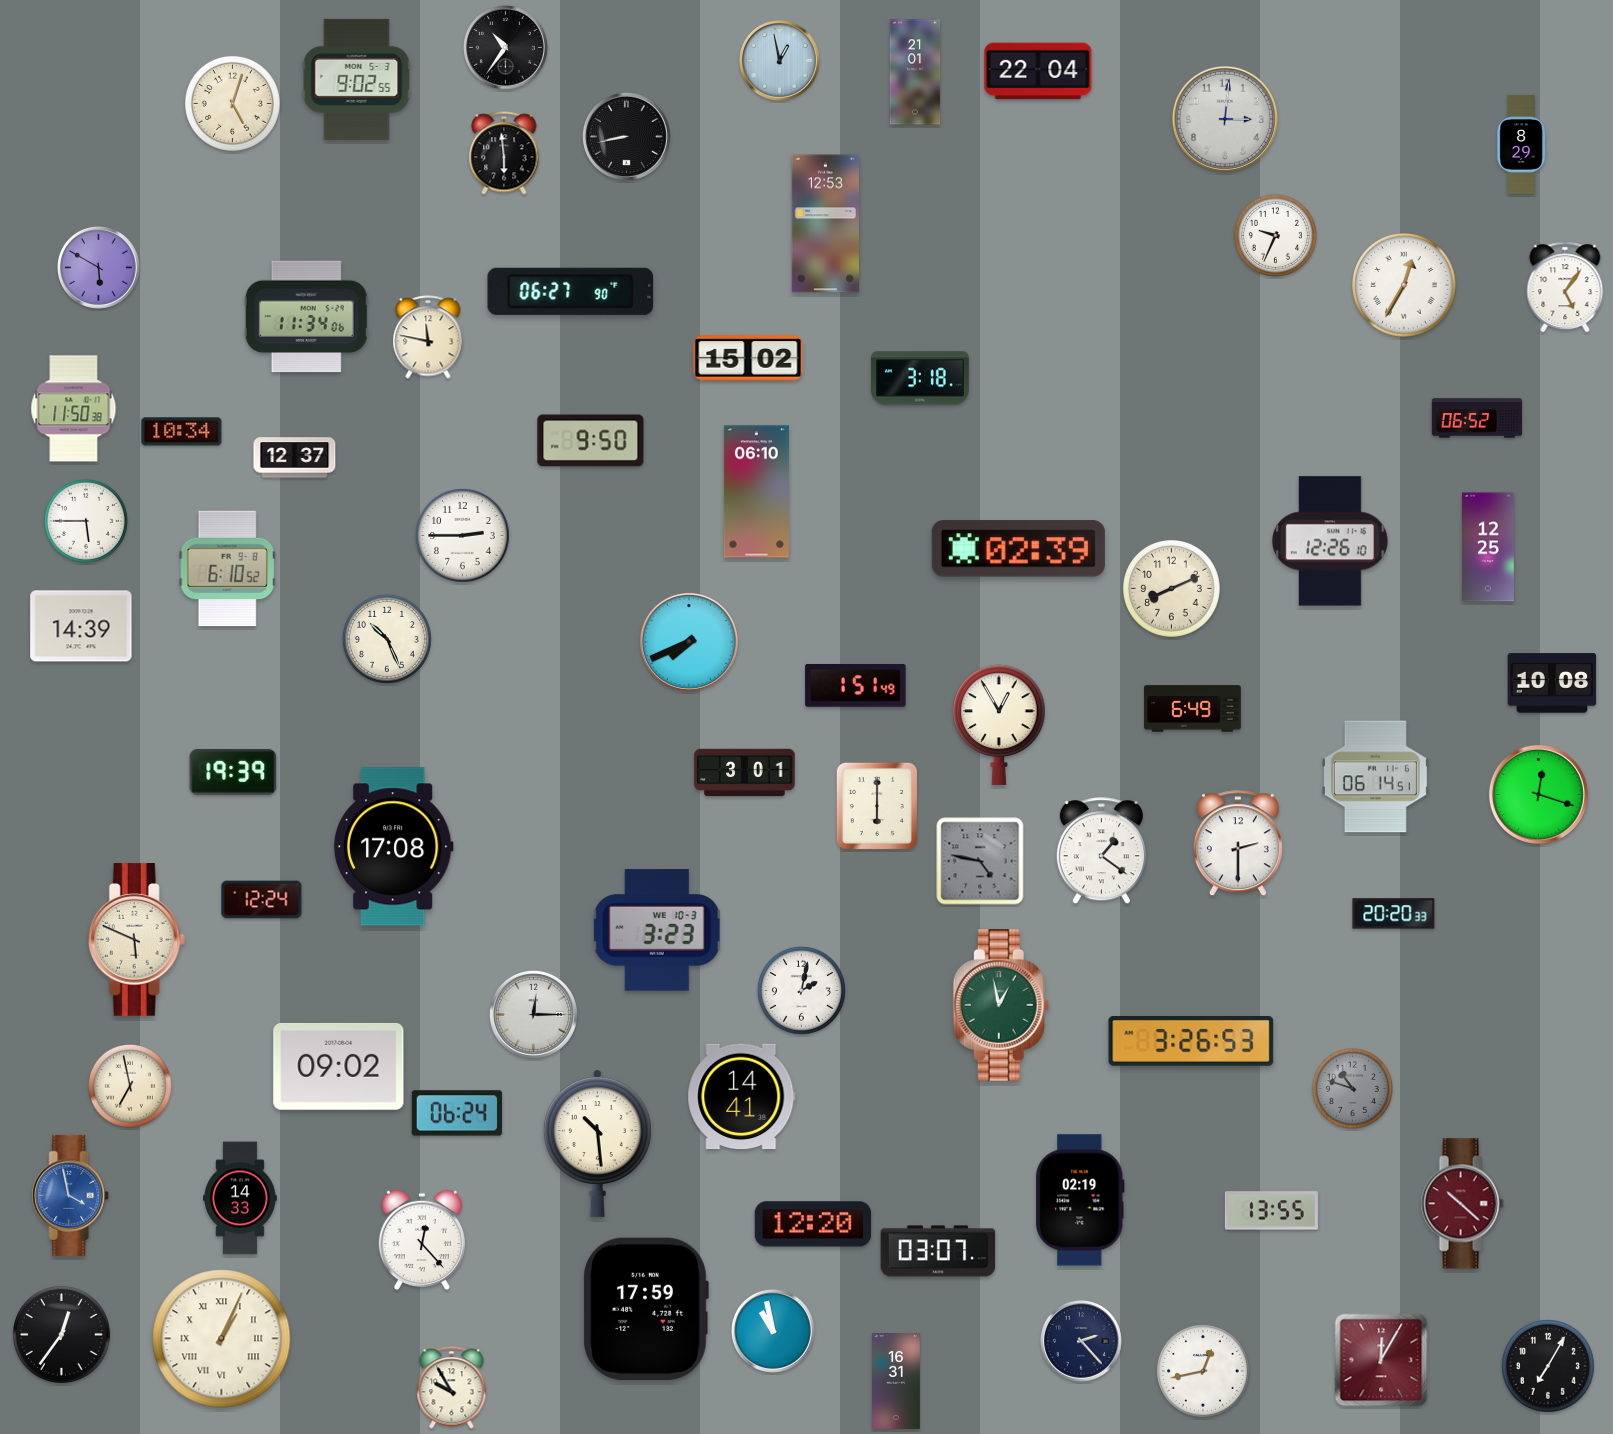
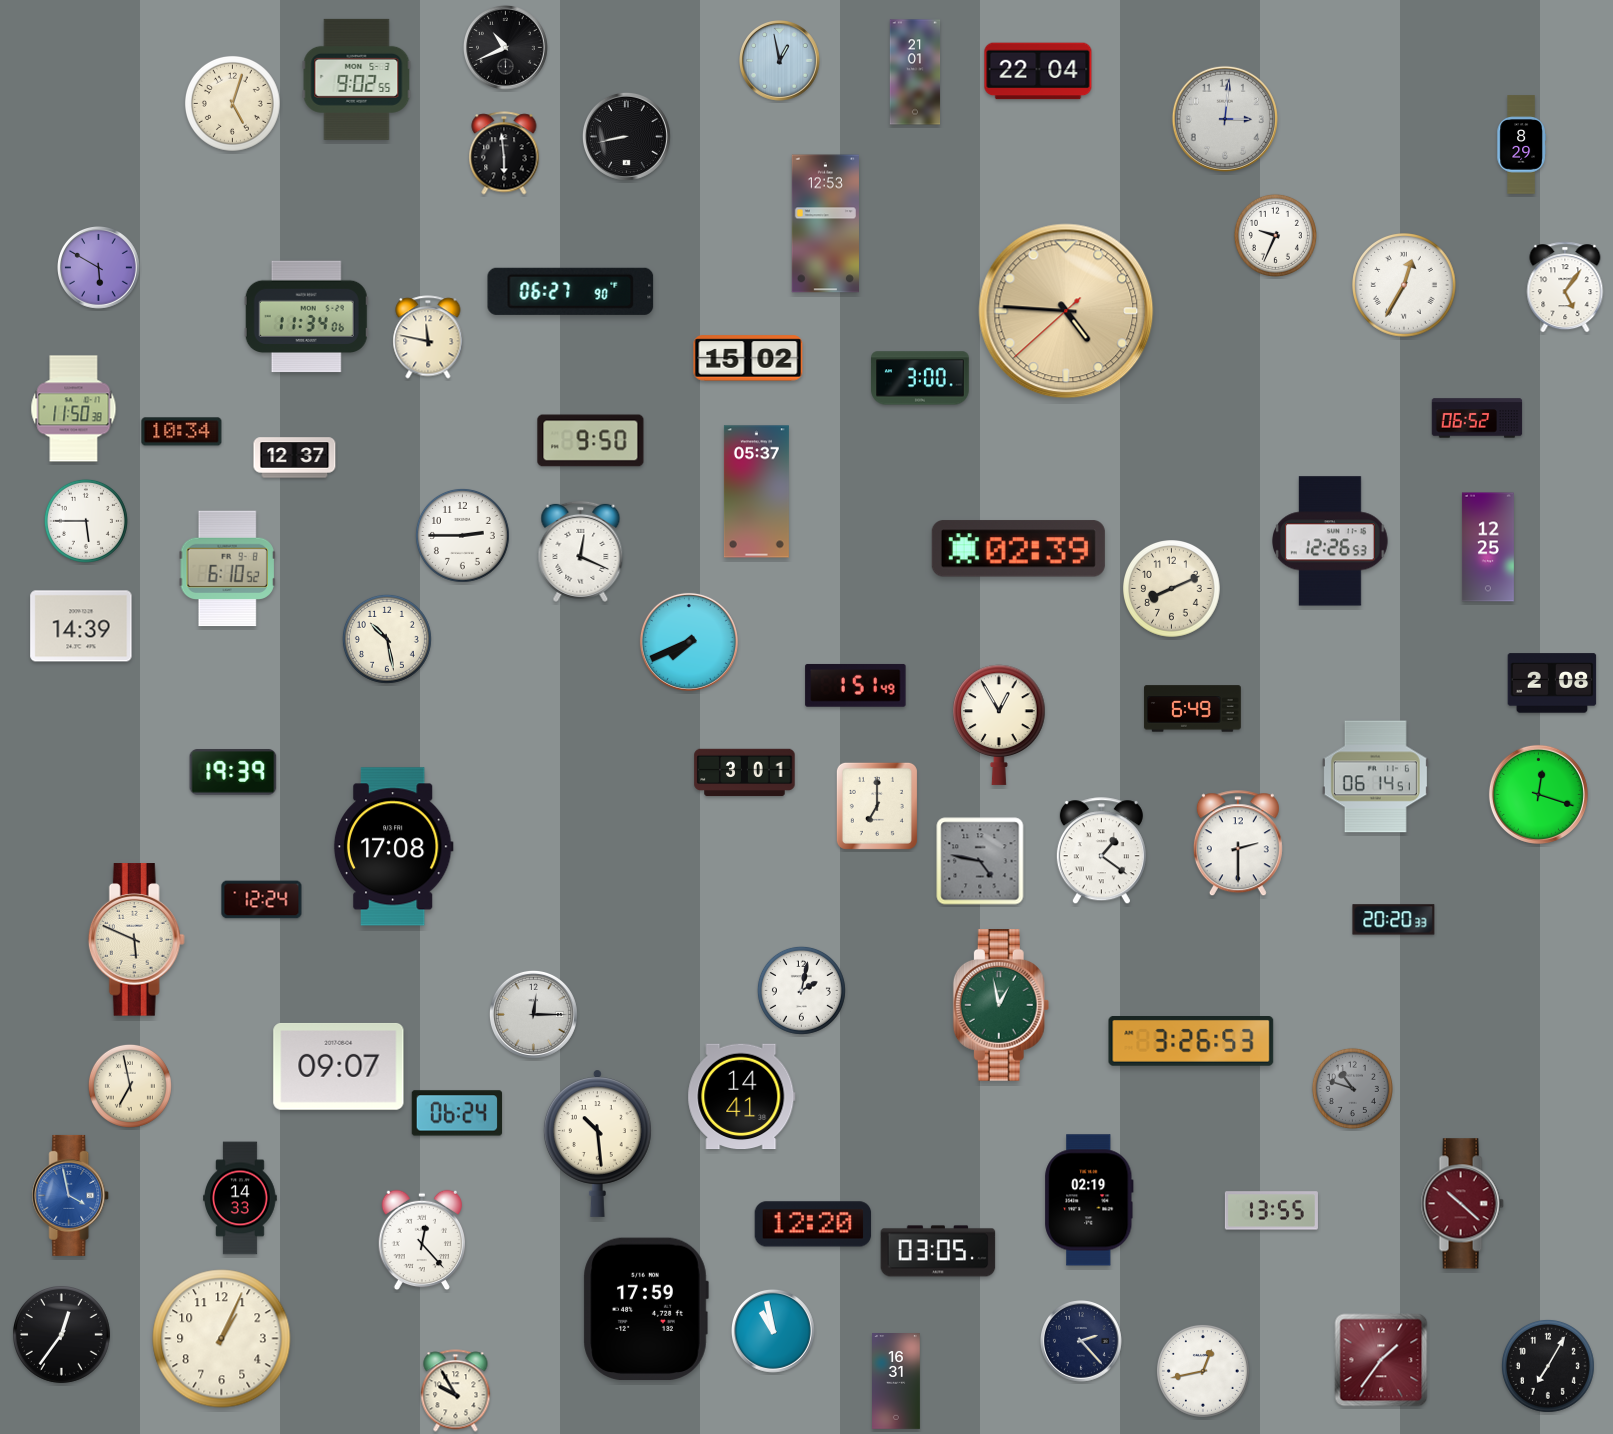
clock at (505, 47): 10:36 -> 10:41
clock at (1066, 311): none -> 4:45
clock at (920, 378): 3:18 -> 3:00
clock at (756, 492): 06:10 -> 05:37
clock at (1331, 541): 12:26:10 -> 12:26:53
clock at (581, 551): none -> 12:19
clock at (387, 639): 10:26 -> 10:28
clock at (1552, 683): 10:08 -> 2:08
clock at (877, 806): 6:00 -> 7:00
clock at (1394, 914) position: (1394, 914) -> (1394, 920)
clock at (657, 930): 3:23 -> none
clock at (339, 1066): 09:02 -> 09:07
clock at (1080, 1200) position: (1080, 1200) -> (1089, 1200)
clock at (938, 1251): 03:07 -> 03:05
clock at (222, 1339) numerals: Roman -> Arabic
clock at (1381, 1360): 12:05 -> 1:36
clock at (452, 1388) position: (452, 1388) -> (456, 1391)
